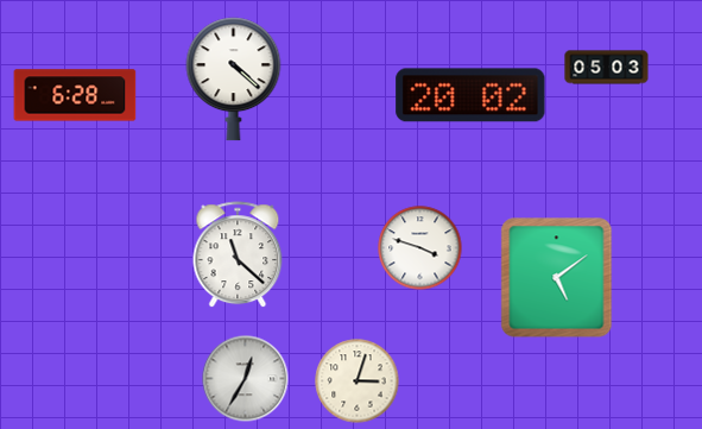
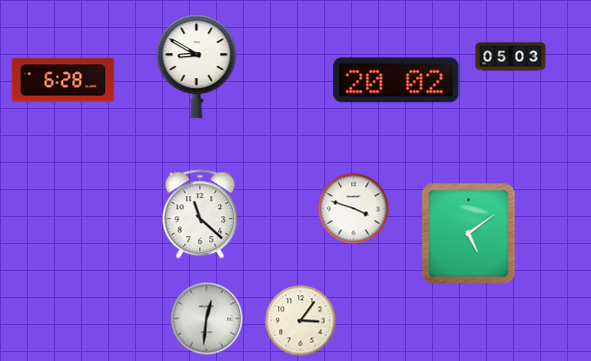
clock at (234, 80): 4:22 -> 8:50
clock at (246, 379): 12:35 -> 12:31
clock at (358, 381): 3:03 -> 3:06
